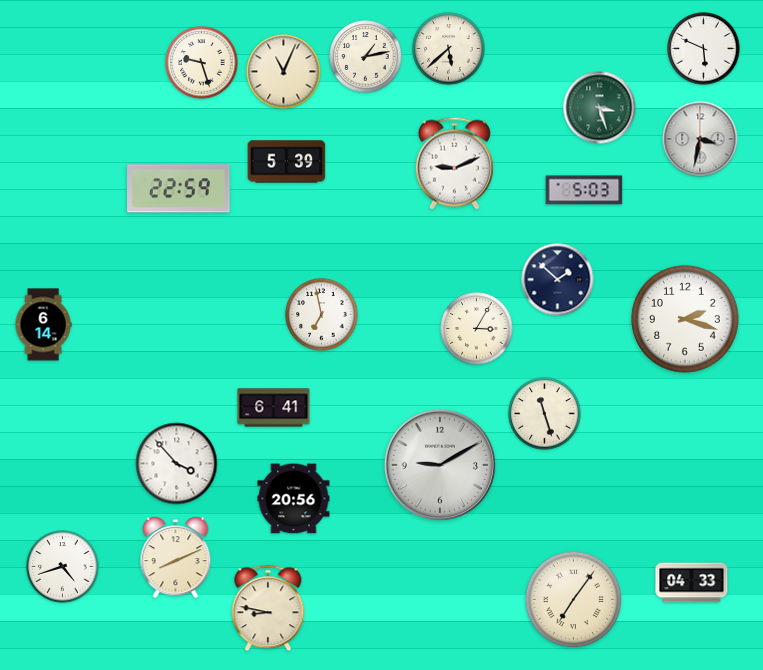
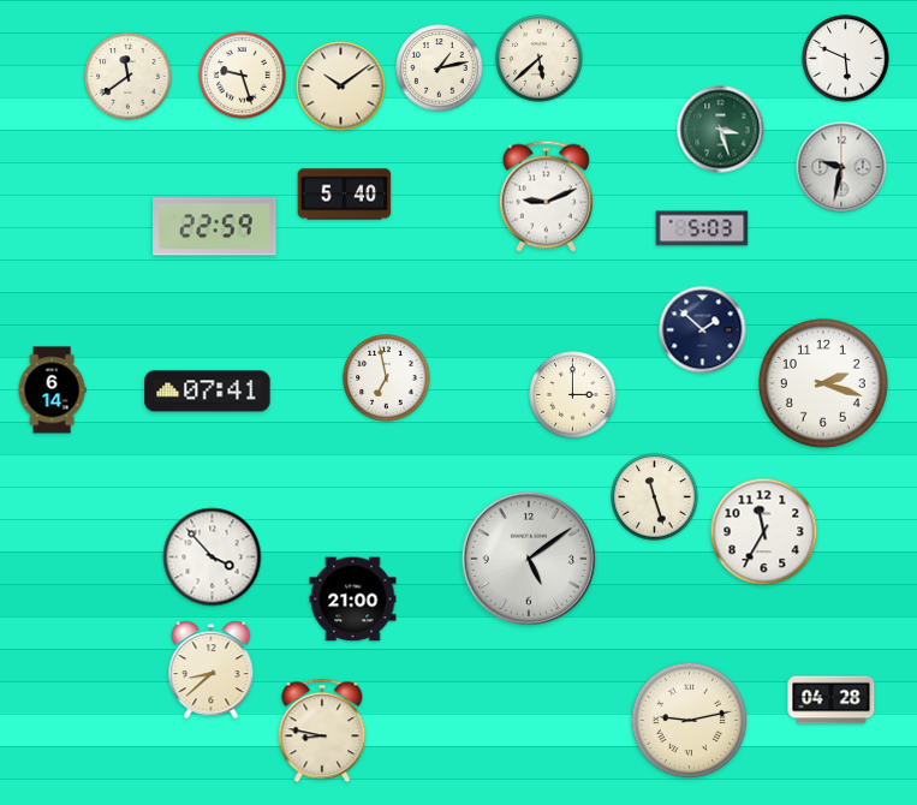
clock at (129, 77): none -> 11:39
clock at (284, 72): 11:04 -> 10:09
clock at (700, 139): 3:32 -> 9:32
clock at (287, 162): 5:39 -> 5:40
clock at (558, 280) position: (558, 280) -> (703, 330)
clock at (208, 392): none -> 07:41
clock at (477, 329): 3:05 -> 3:00
clock at (274, 408): 6:41 -> none
clock at (764, 532): none -> 11:35
clock at (440, 465): 9:10 -> 5:09
clock at (294, 499): 20:56 -> 21:00
clock at (176, 558): 8:11 -> 8:38
clock at (63, 567): 4:42 -> none
clock at (692, 583): 04:33 -> 04:28
clock at (574, 600): 7:06 -> 9:13
